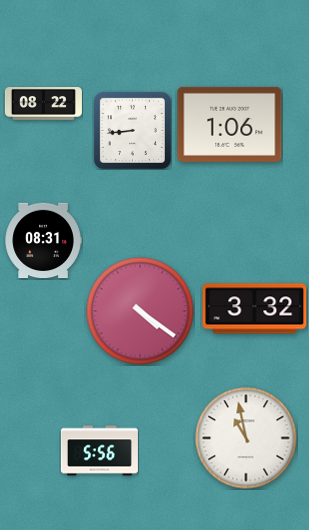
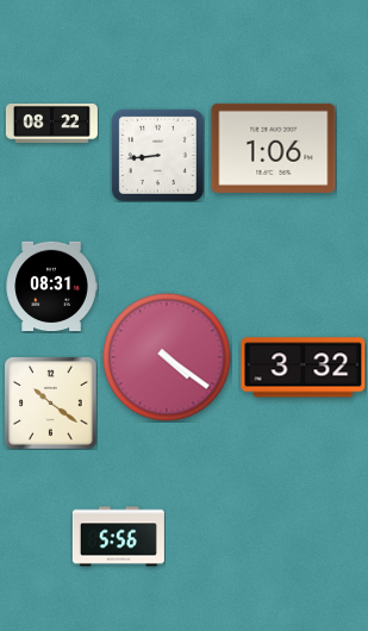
clock at (140, 311) position: (140, 311) -> (167, 357)
clock at (50, 402): none -> 10:21
clock at (246, 438): 10:58 -> none
